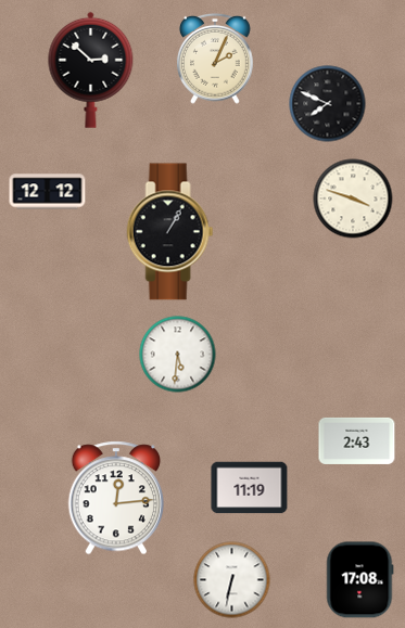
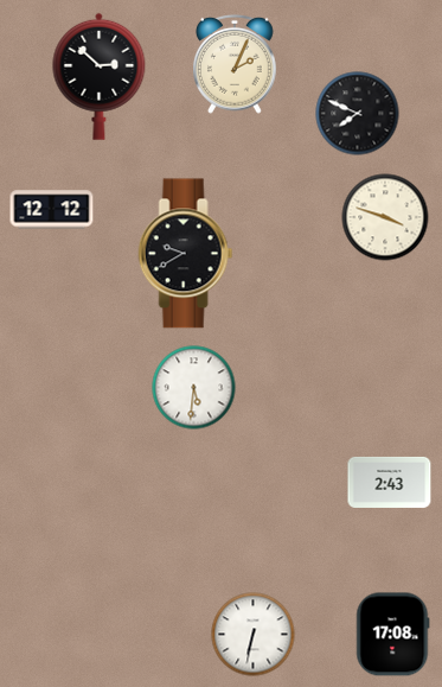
clock at (170, 232): 1:05 -> 9:40
clock at (250, 488): 11:19 -> none
clock at (116, 498): 12:14 -> none
